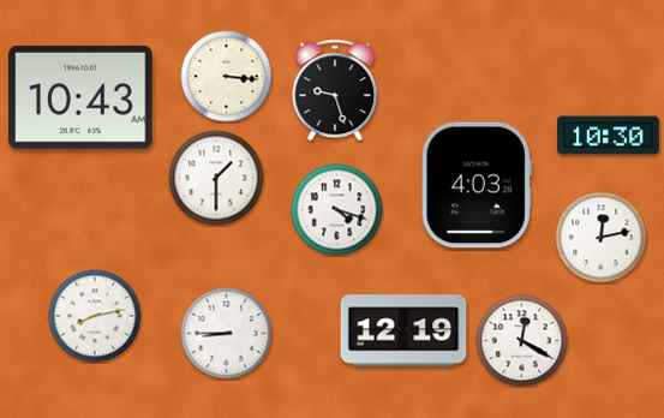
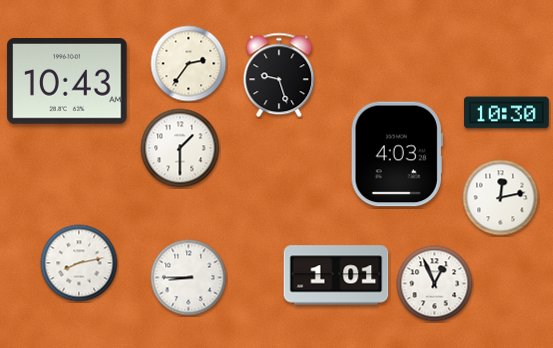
clock at (227, 77): 3:16 -> 2:36
clock at (337, 210): 4:18 -> none
clock at (403, 330): 12:19 -> 1:01
clock at (522, 341): 12:20 -> 12:56
